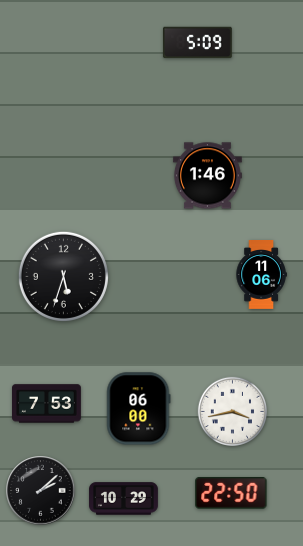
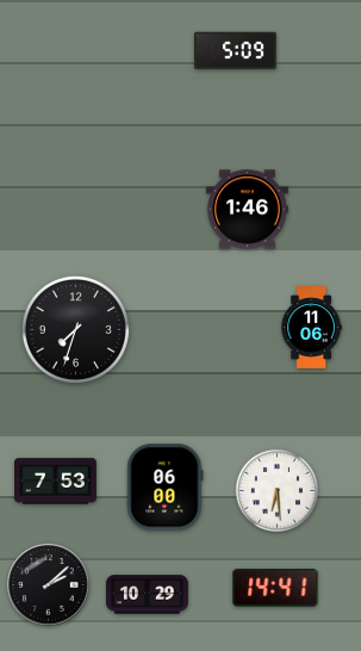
clock at (63, 276): 5:33 -> 7:33
clock at (232, 411): 3:43 -> 6:29
clock at (231, 494): 22:50 -> 14:41
